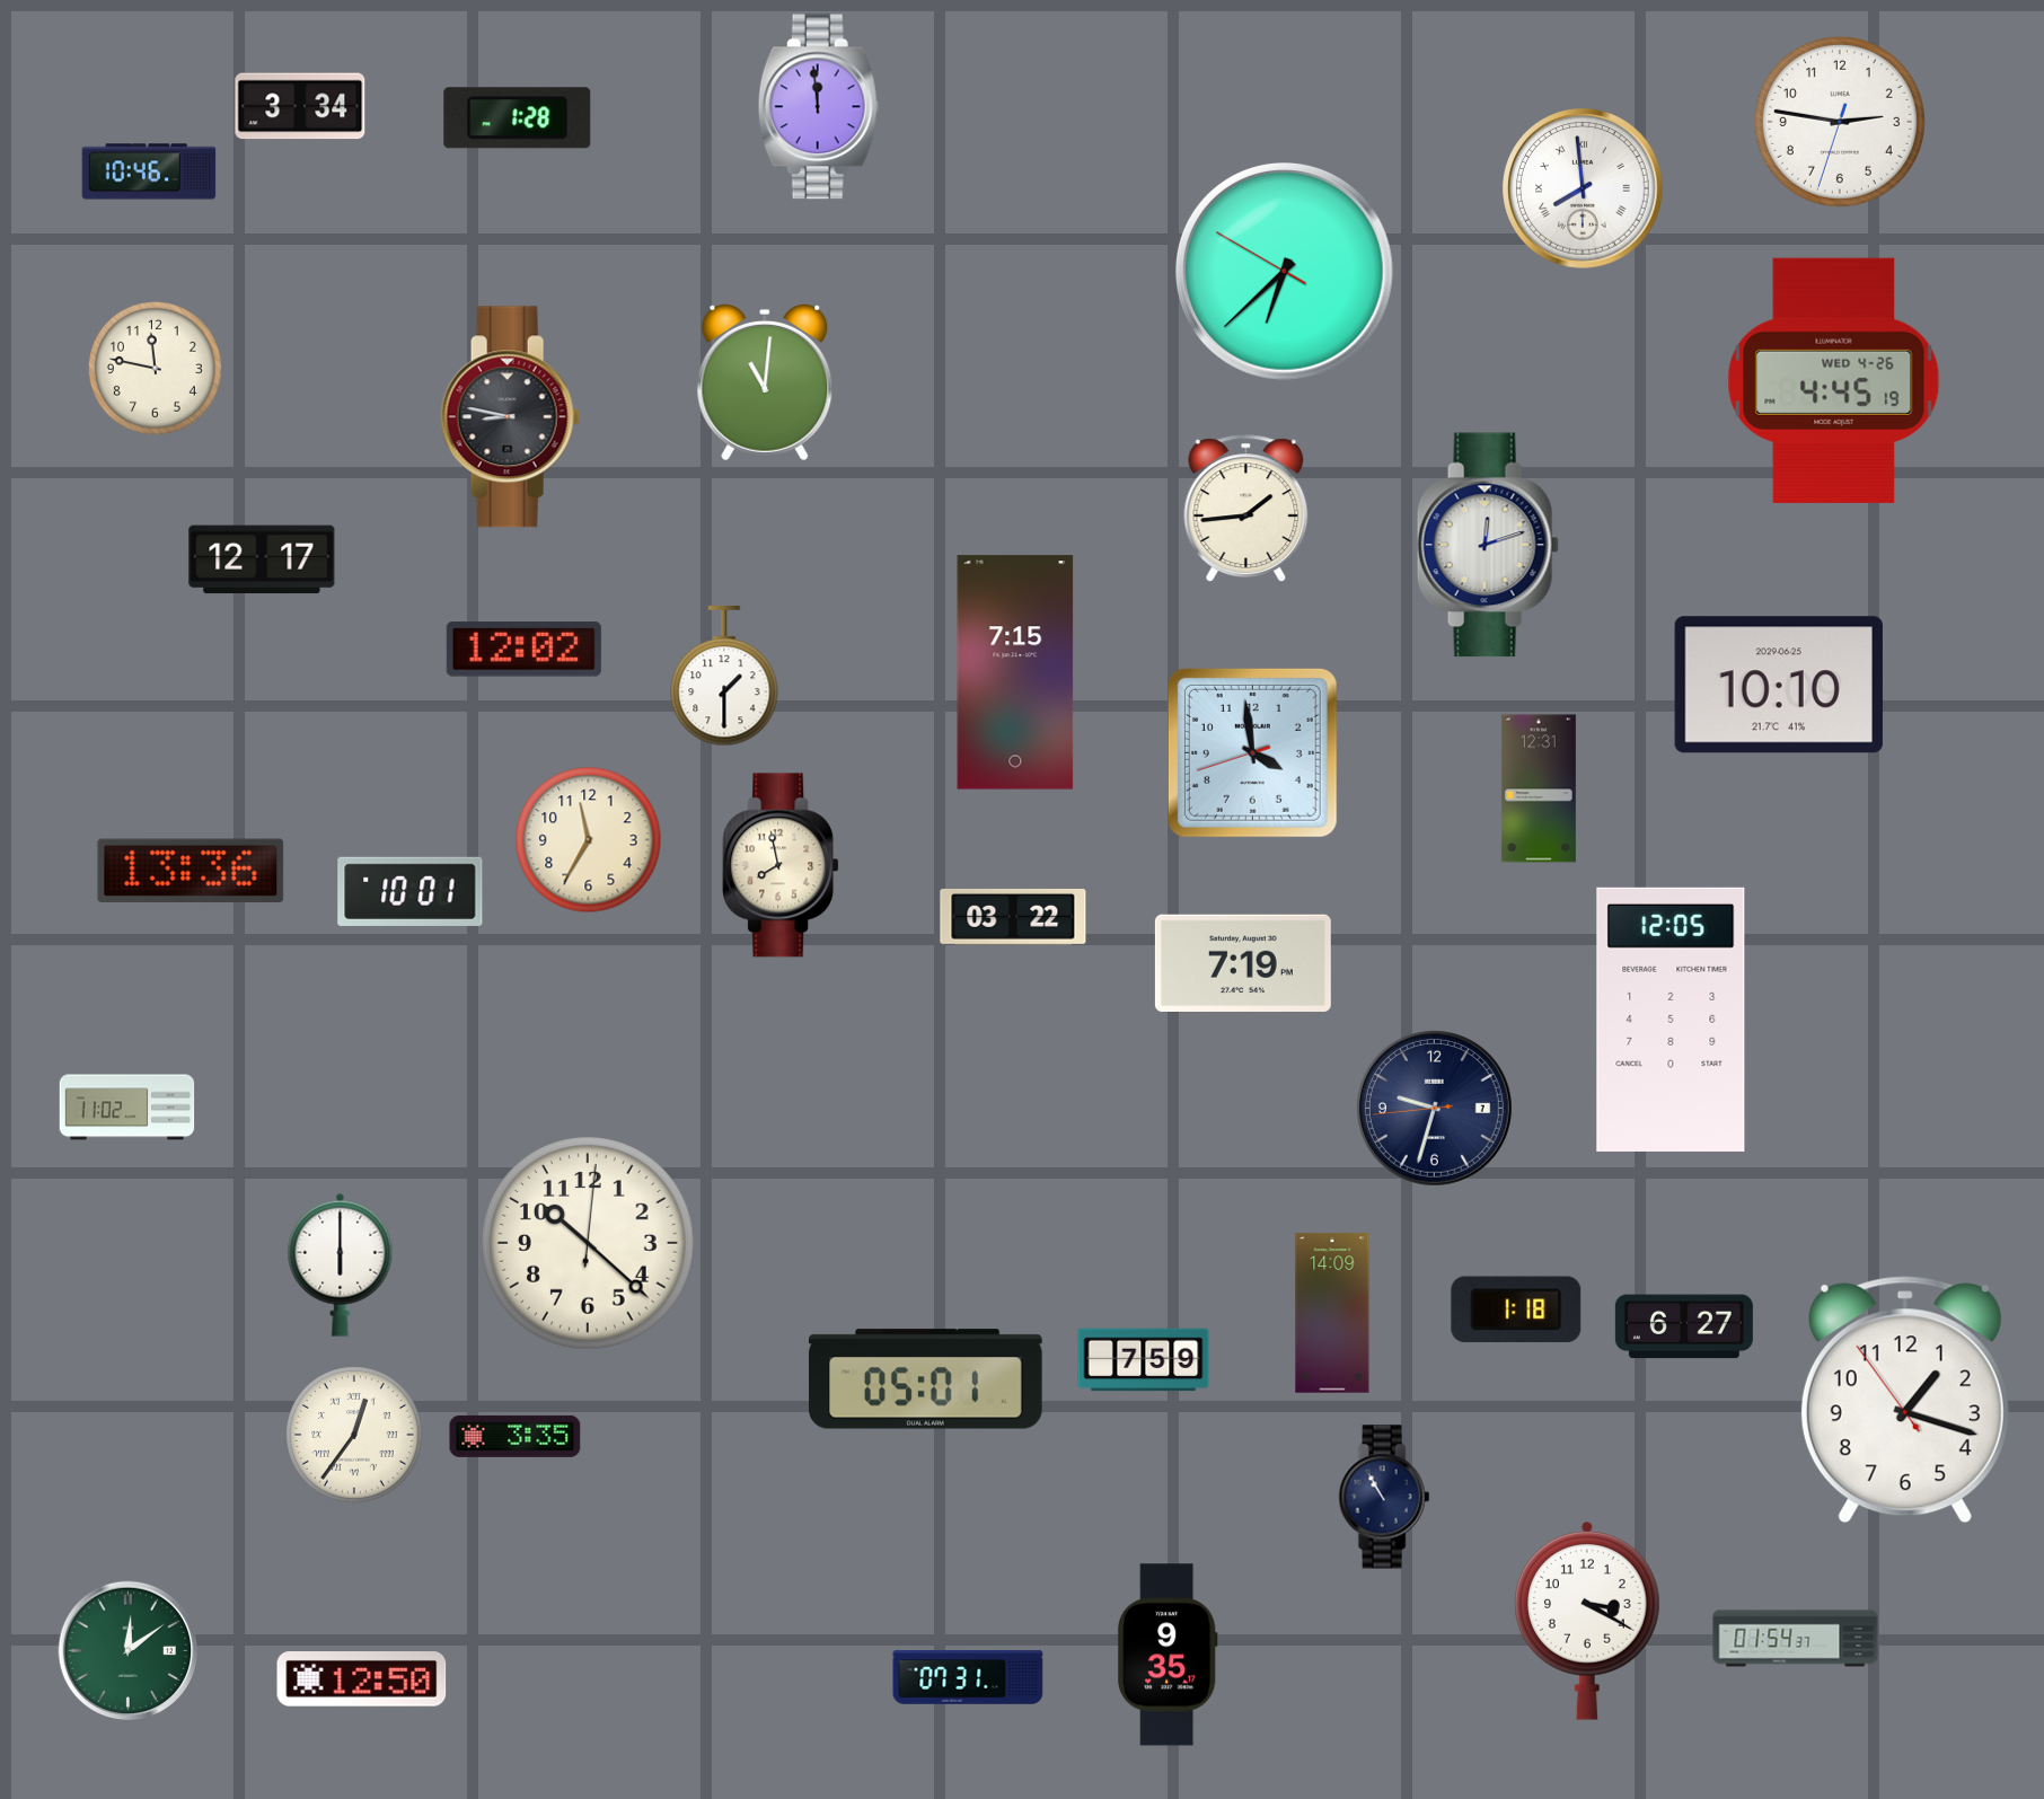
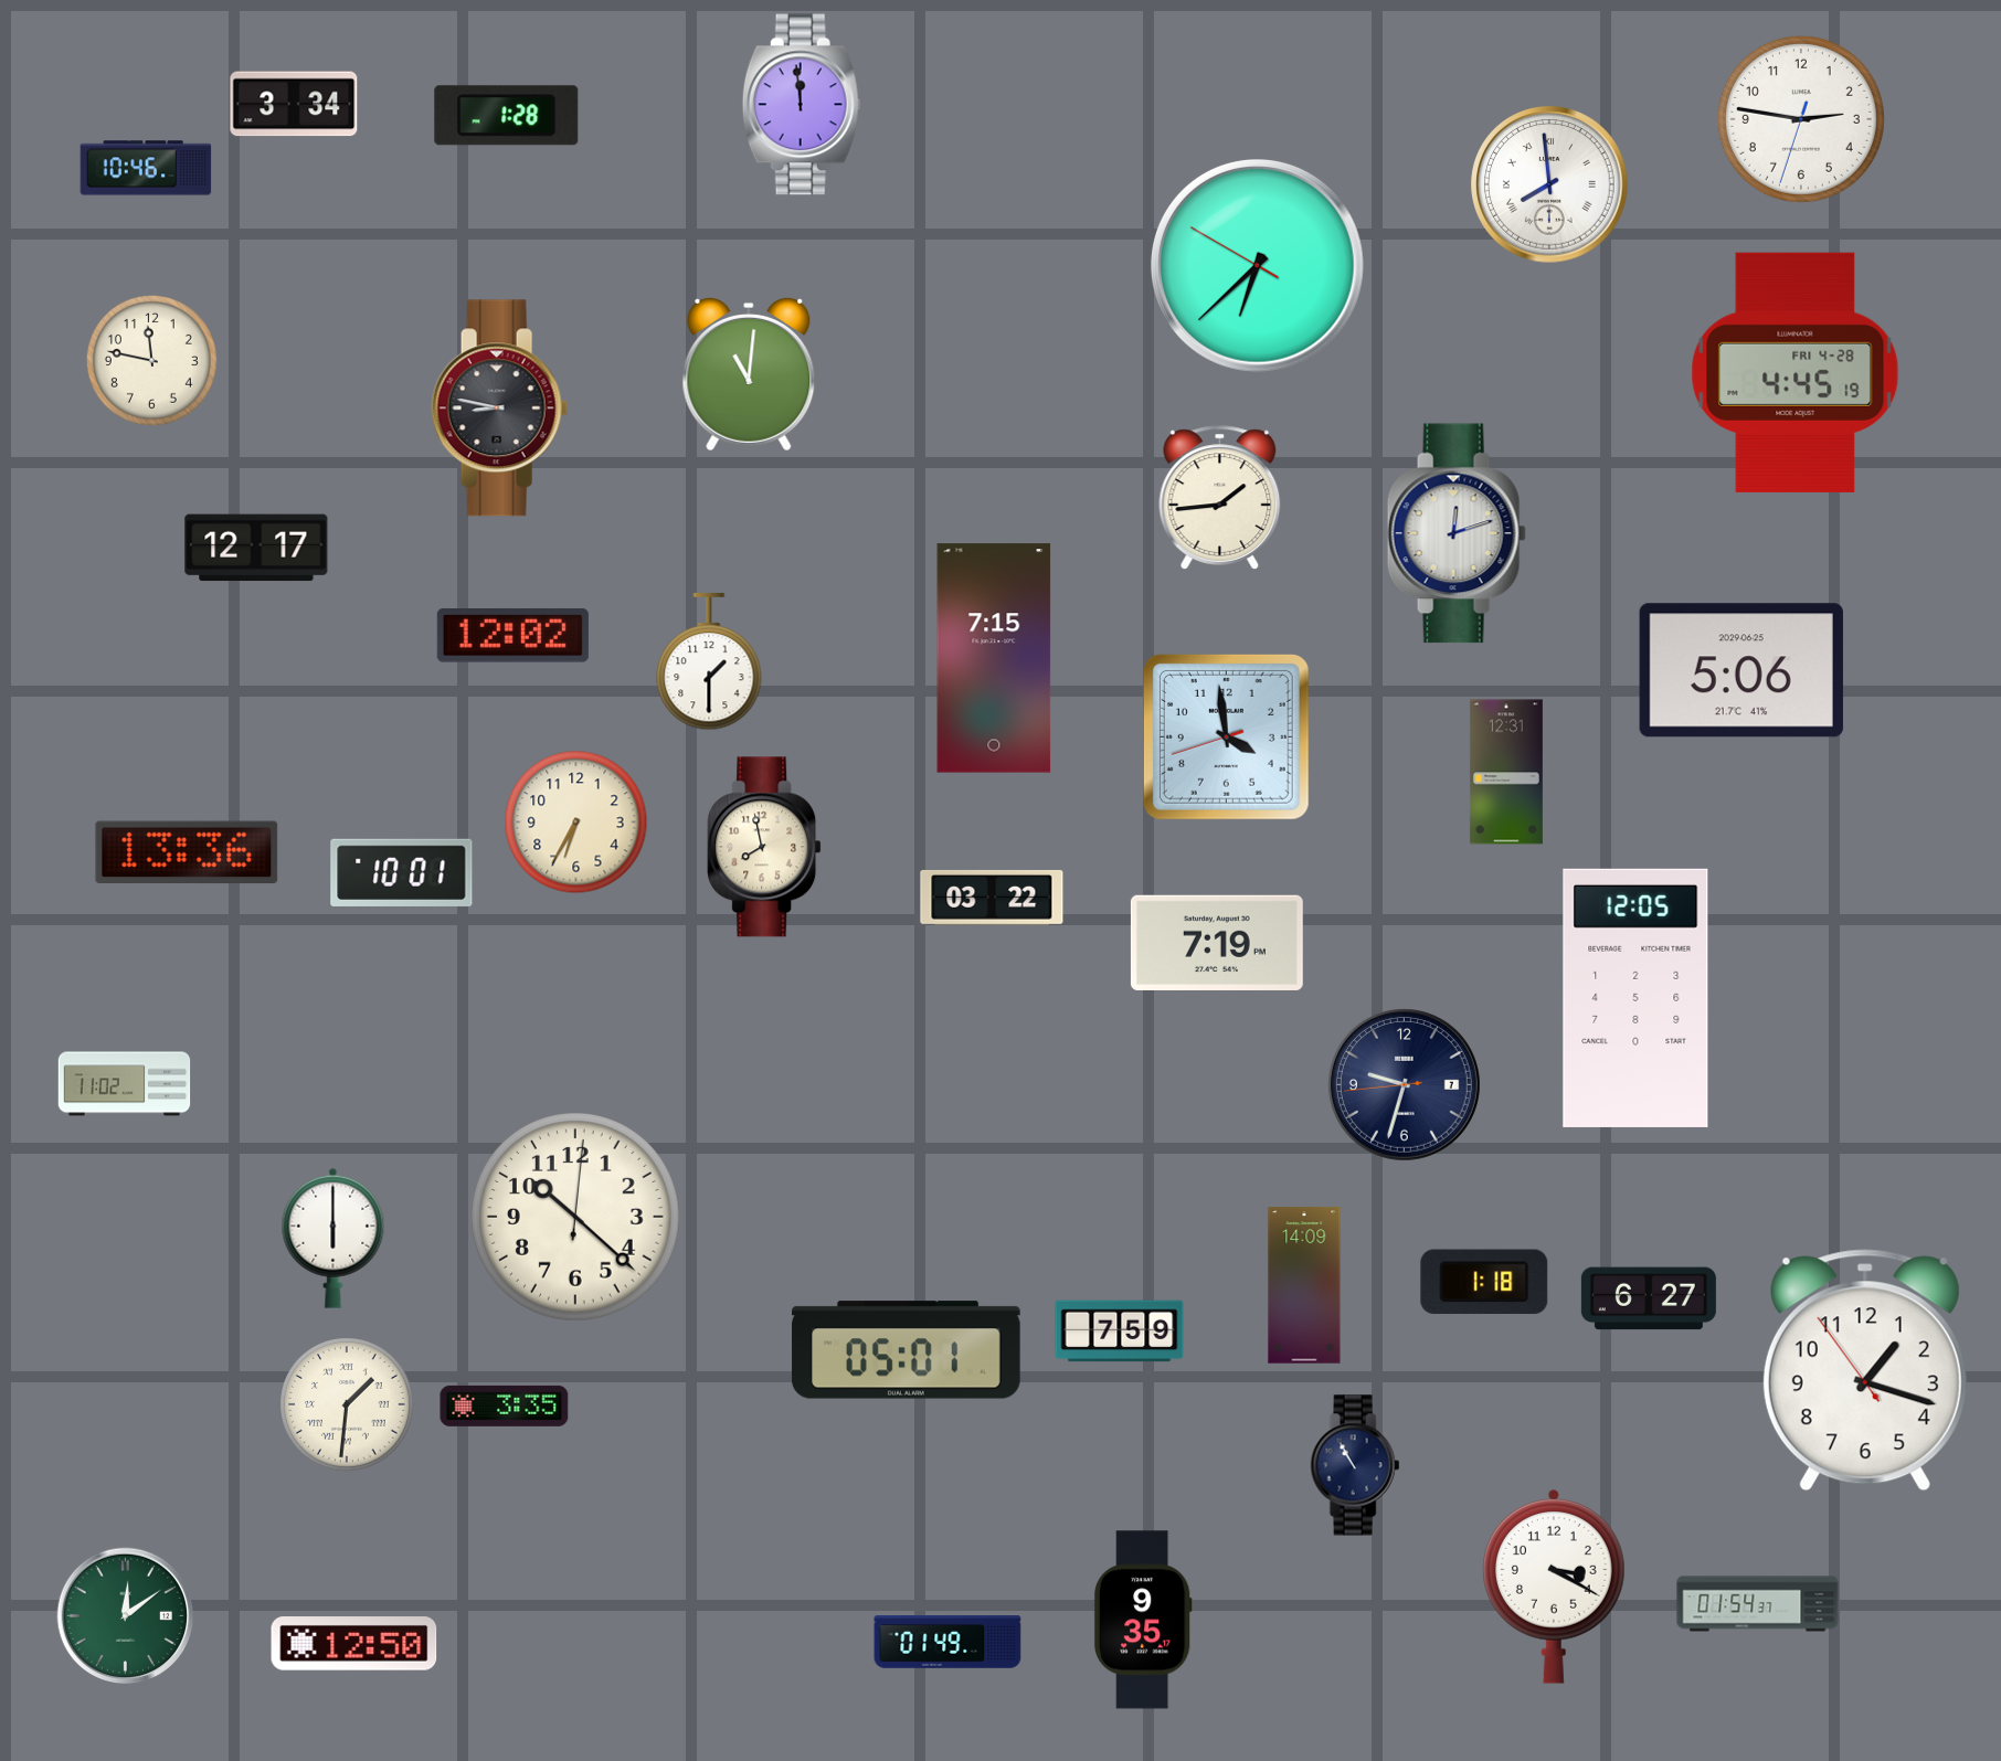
clock at (1834, 380) date: WED 4-26 -> FRI 4-28
clock at (1779, 685): 10:10 -> 5:06
clock at (589, 840): 11:35 -> 6:35
clock at (354, 1435): 12:36 -> 1:31
clock at (968, 1678): 07:31 -> 01:49
